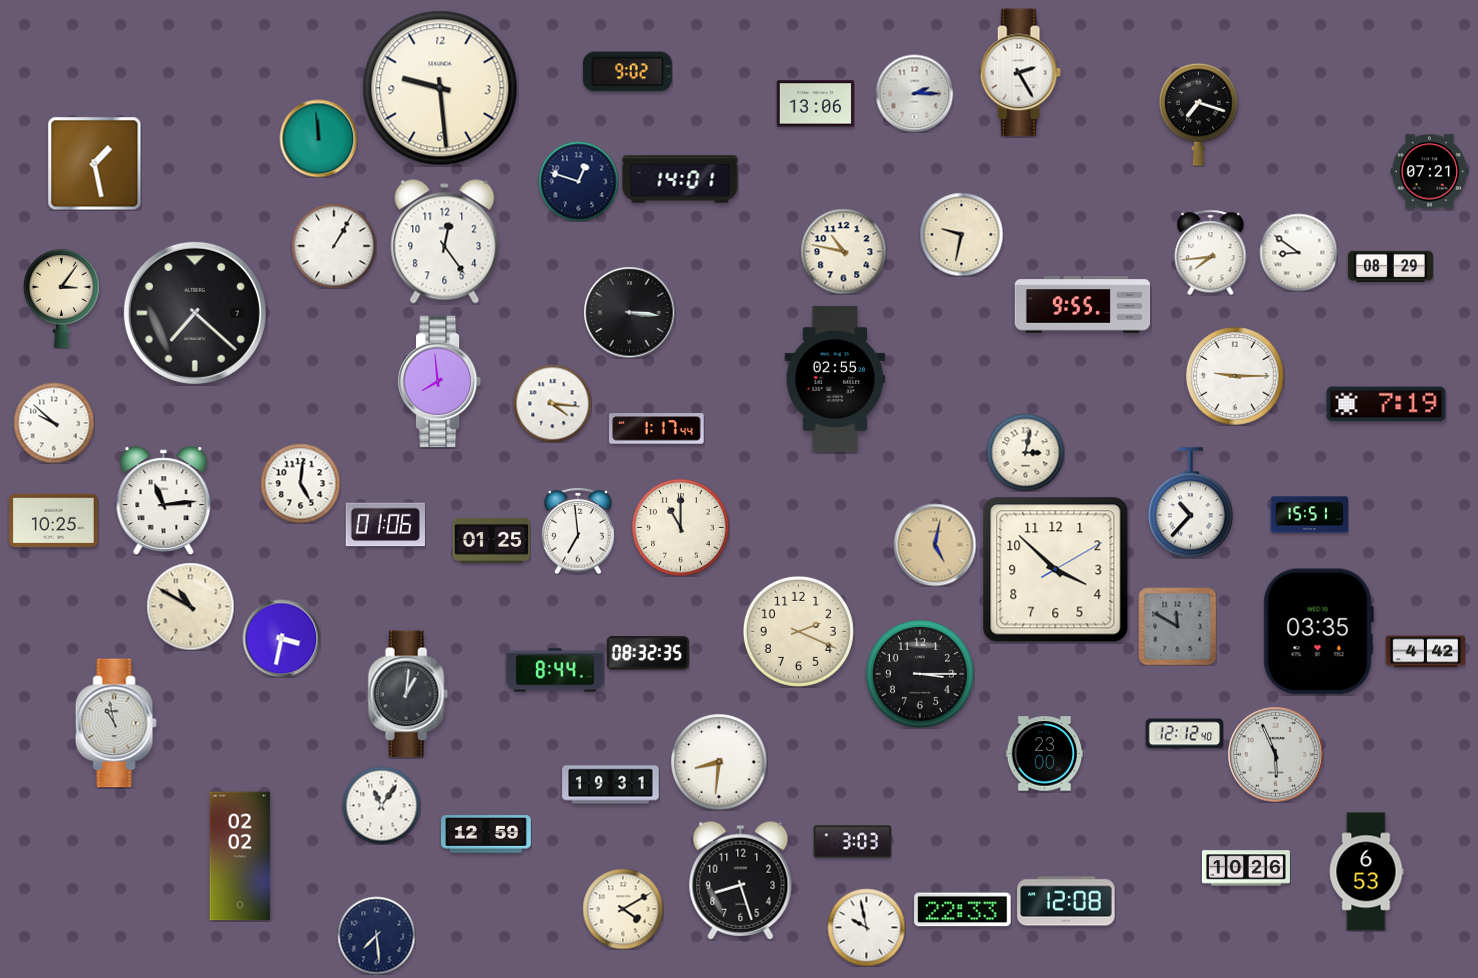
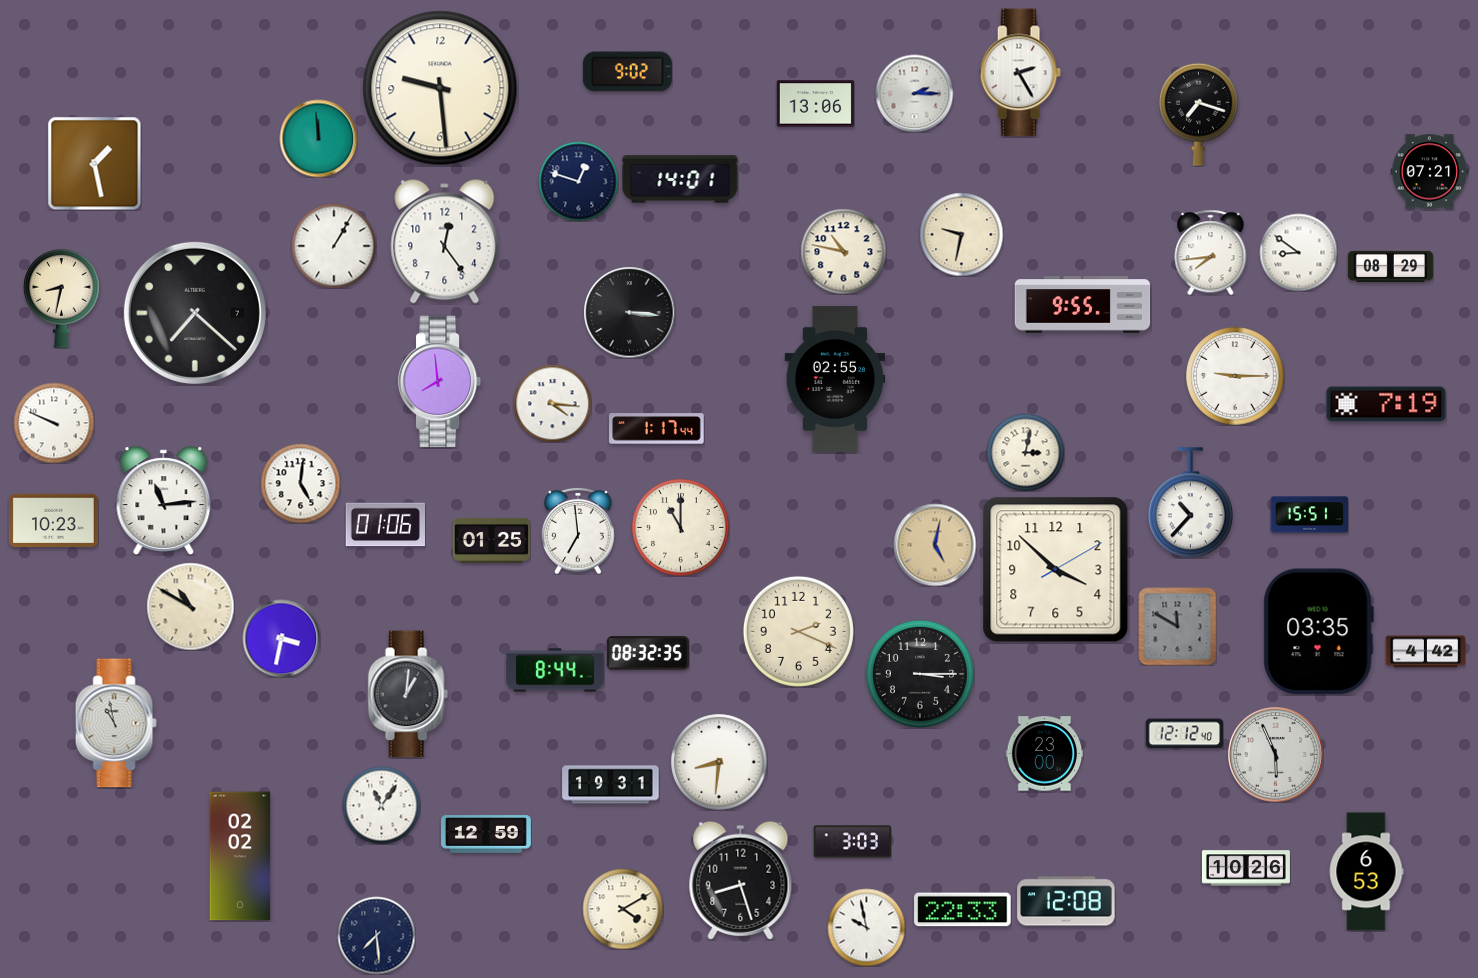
clock at (62, 298): 3:06 -> 8:32
clock at (54, 423): 9:52 -> 9:49
clock at (53, 521): 10:25 -> 10:23
